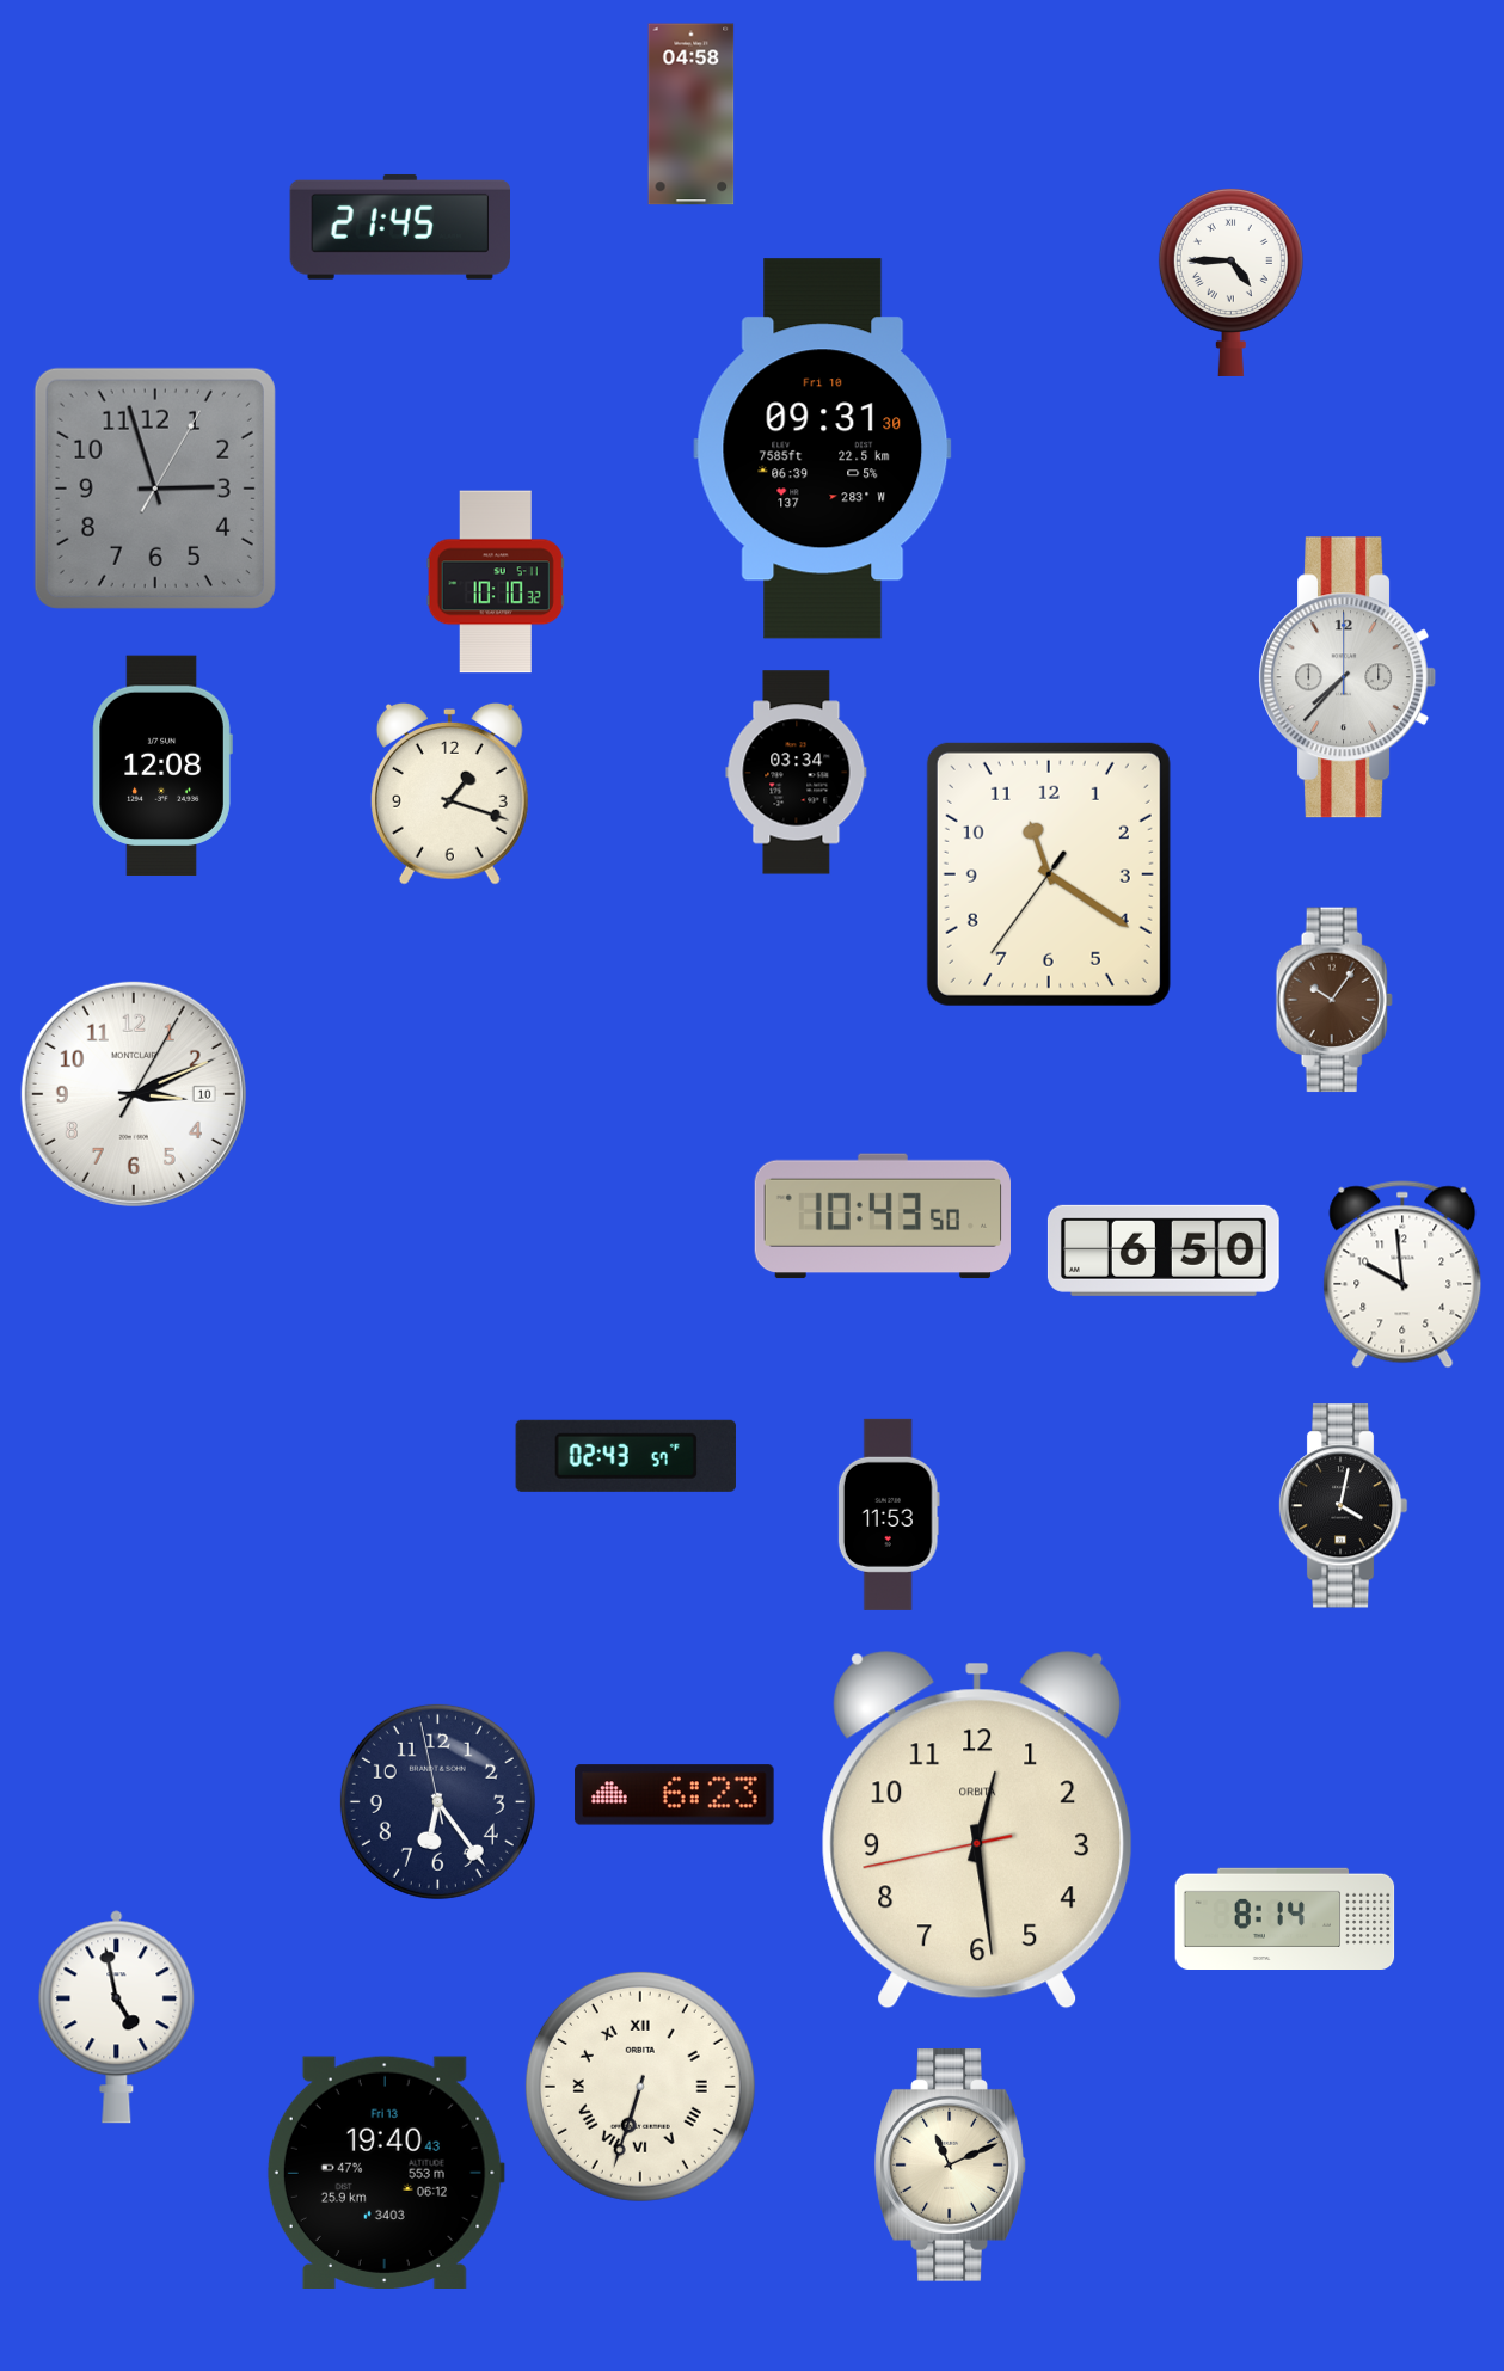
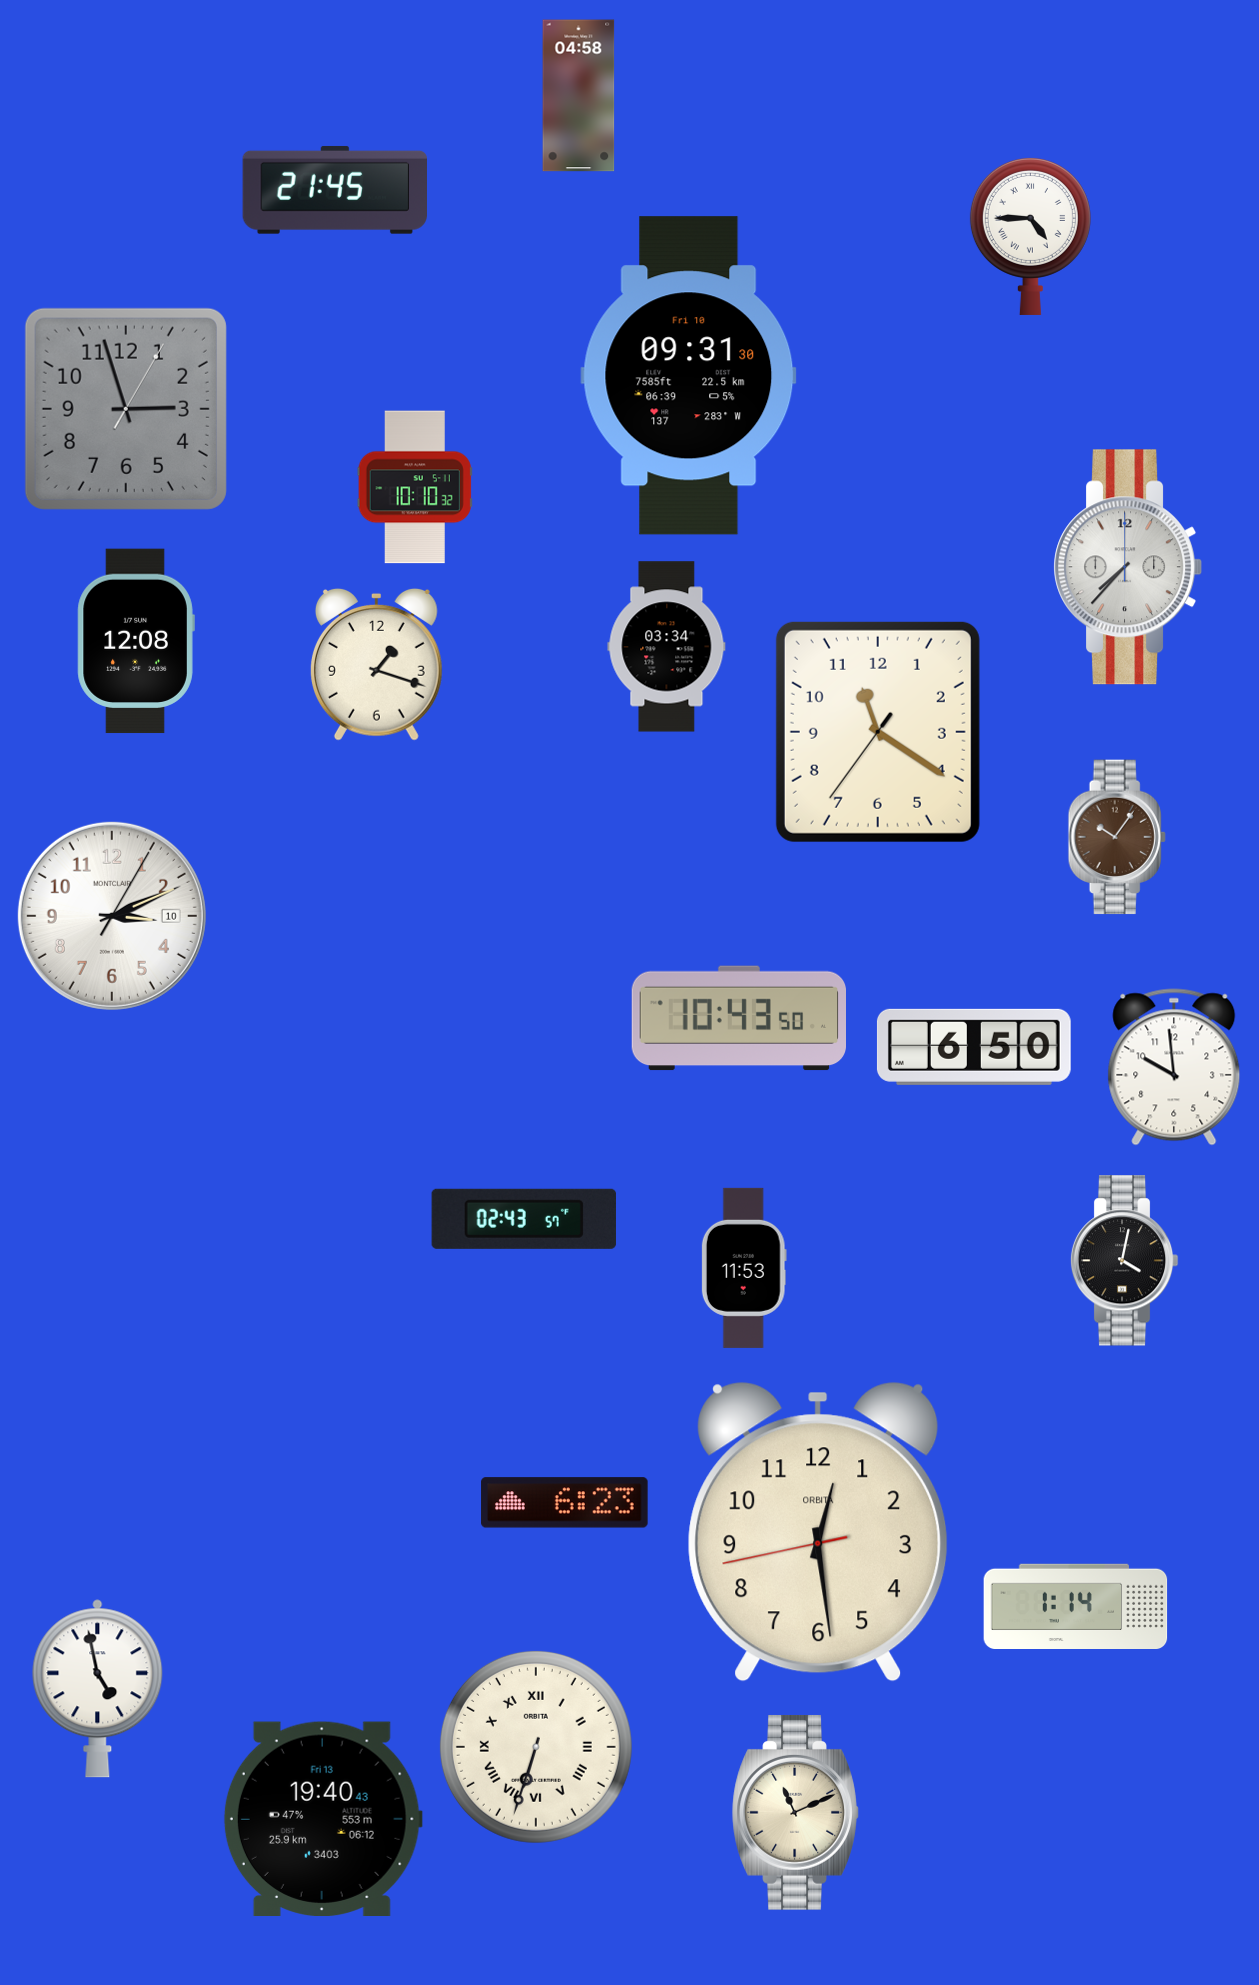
clock at (155, 489) position: (155, 489) -> (126, 409)
clock at (437, 1801): 6:23 -> none
clock at (1285, 1918): 8:14 -> 1:14
